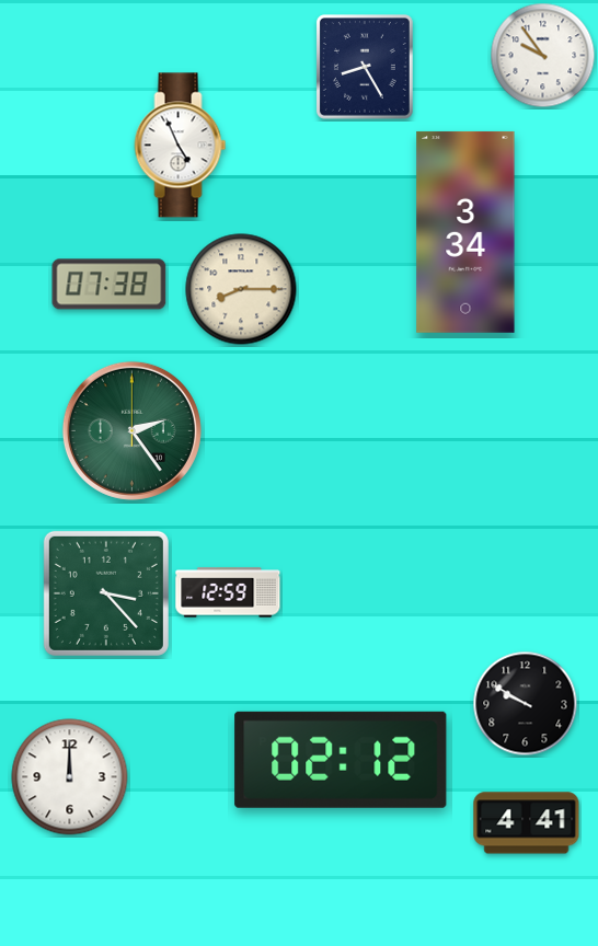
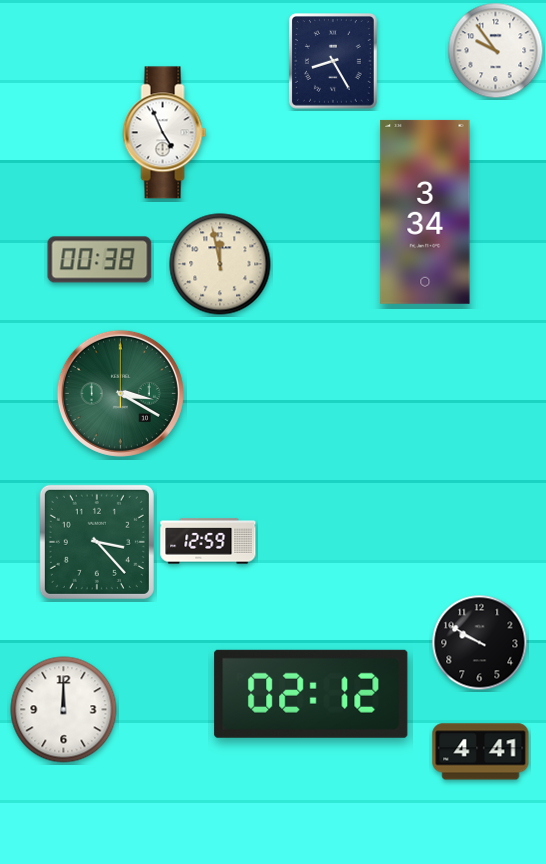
clock at (110, 285): 07:38 -> 00:38
clock at (241, 289): 8:15 -> 11:58
clock at (131, 430): 2:24 -> 3:20
